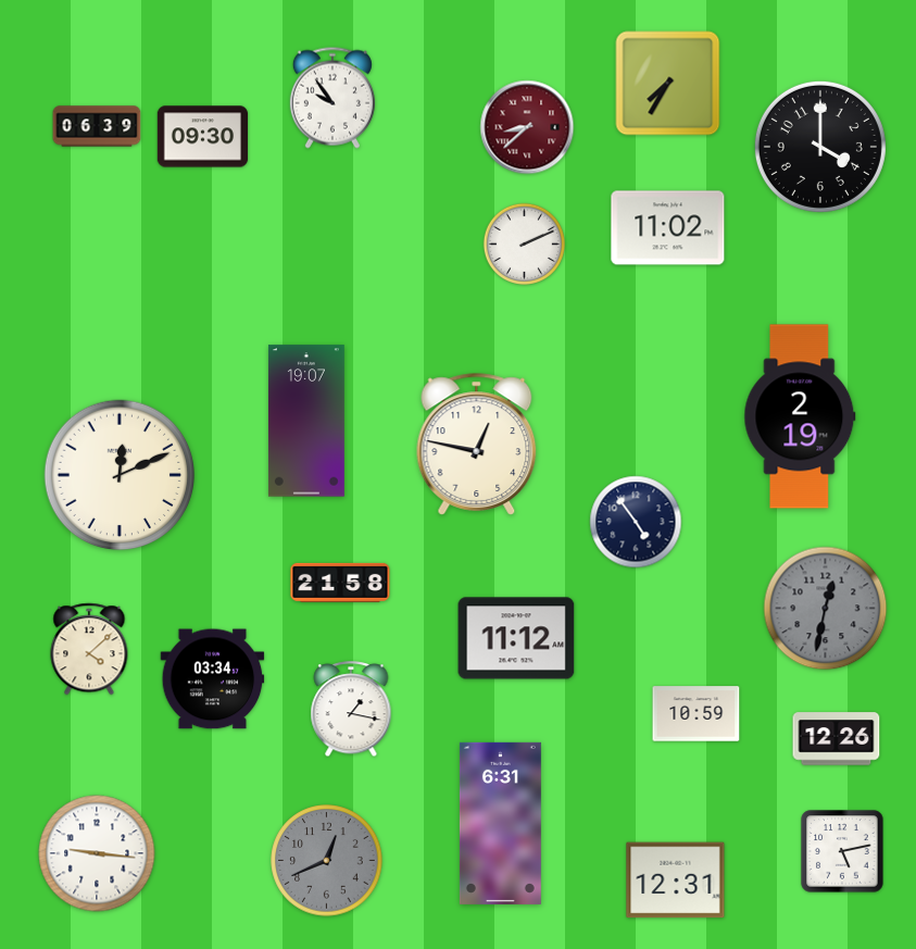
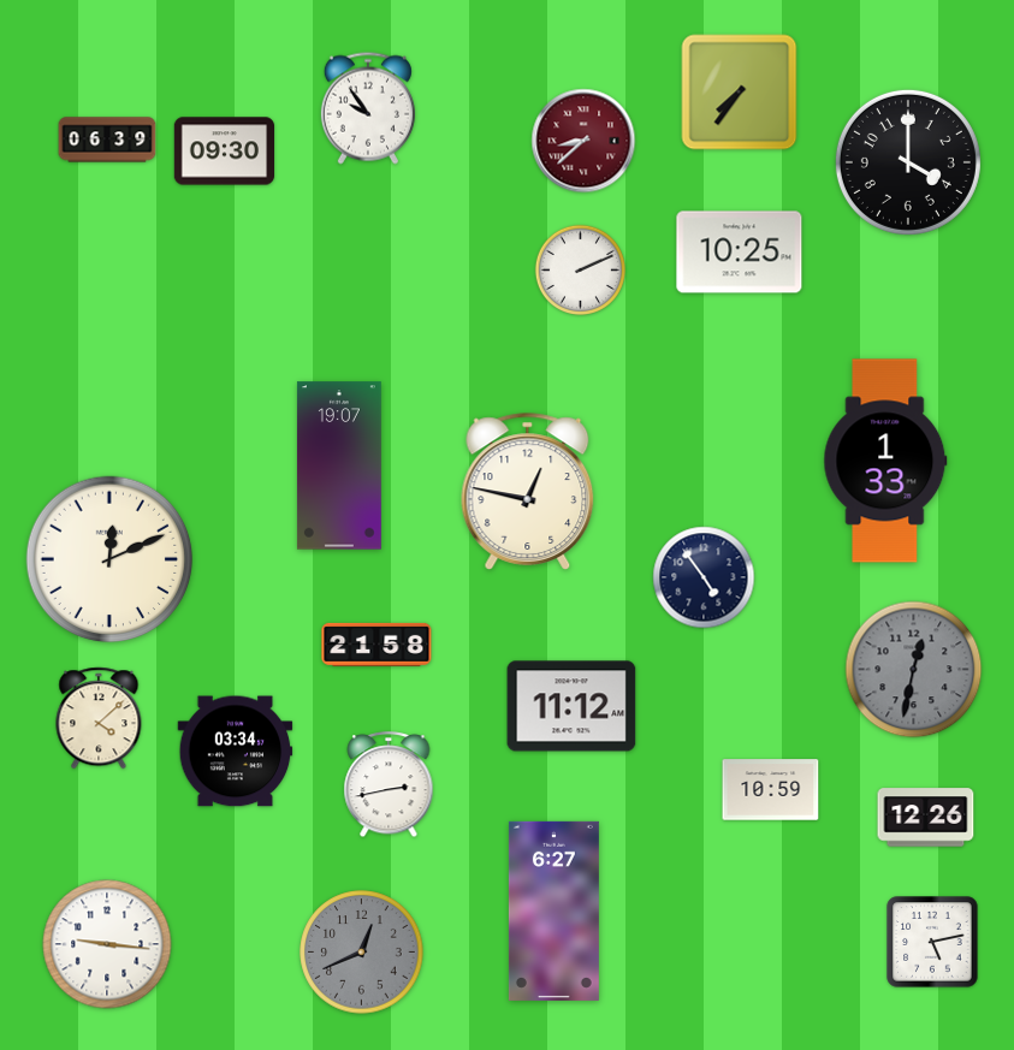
clock at (668, 84): 7:35 -> 7:36
clock at (668, 228): 11:02 -> 10:25
clock at (800, 416): 2:19 -> 1:33
clock at (120, 475) position: (120, 475) -> (109, 559)
clock at (826, 609) position: (826, 609) -> (914, 670)
clock at (351, 710): 1:17 -> 2:43
clock at (500, 823): 6:31 -> 6:27
clock at (676, 881): 12:31 -> none
